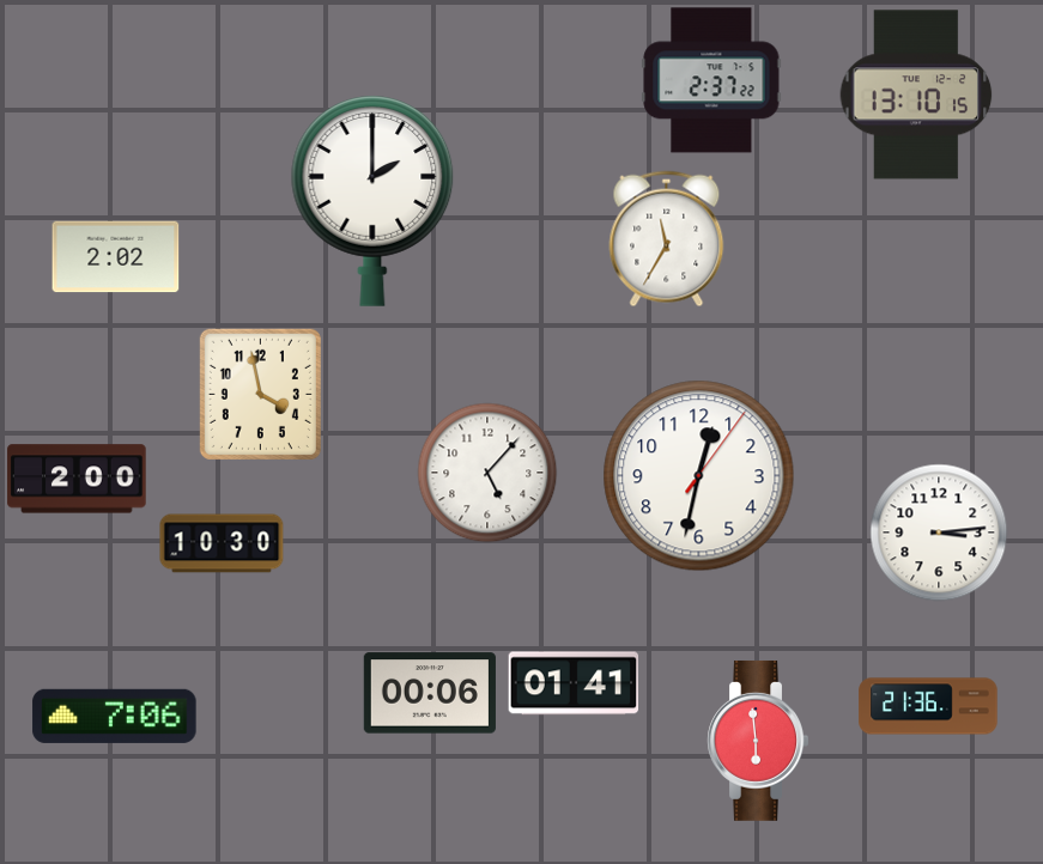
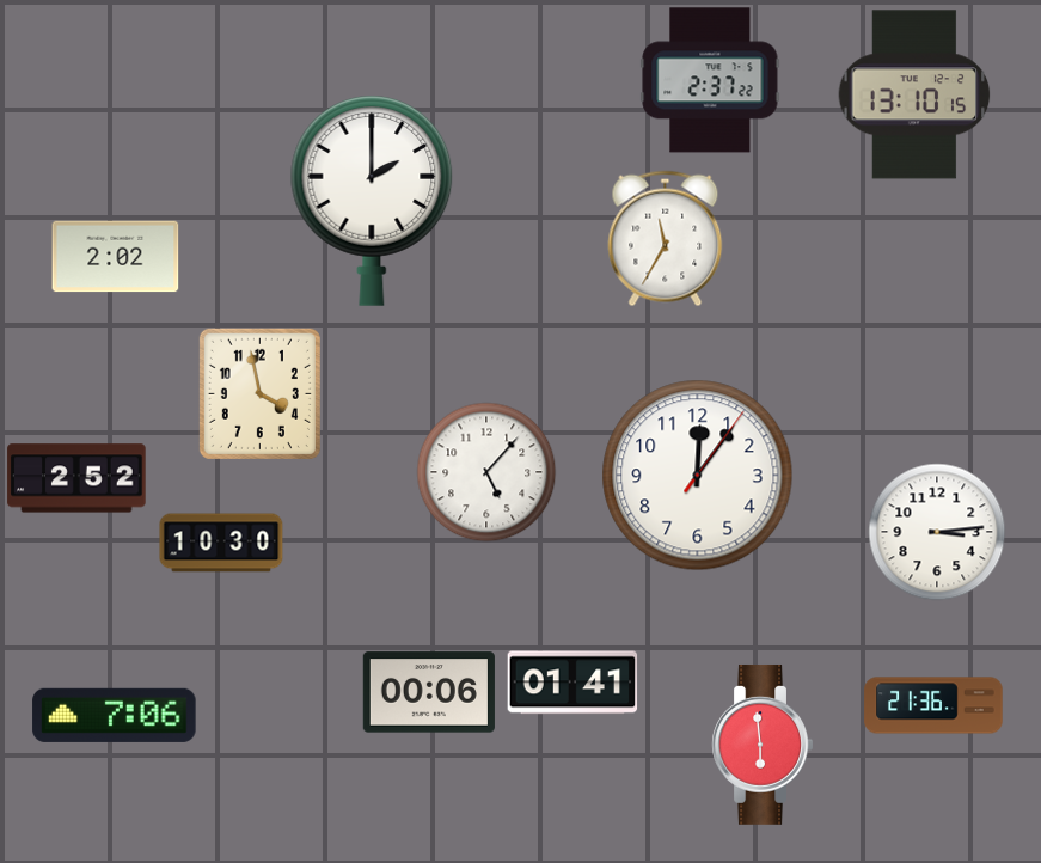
clock at (699, 476): 12:32 -> 12:06
clock at (77, 479): 2:00 -> 2:52
clock at (928, 706) position: (928, 706) -> (933, 705)
clock at (758, 741) position: (758, 741) -> (763, 745)
